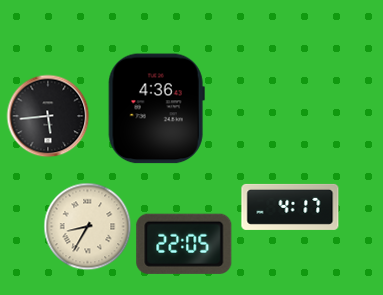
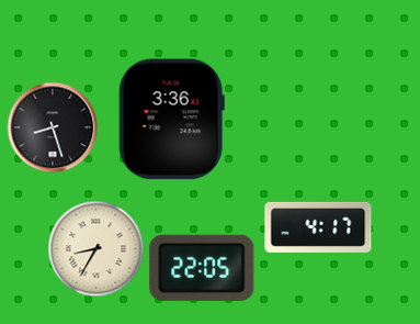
clock at (156, 109): 4:36 -> 3:36
clock at (48, 116): 5:44 -> 8:27
